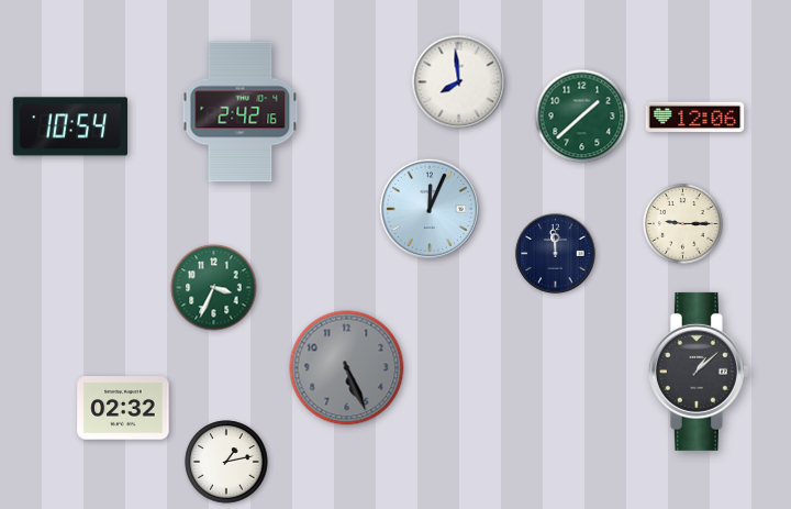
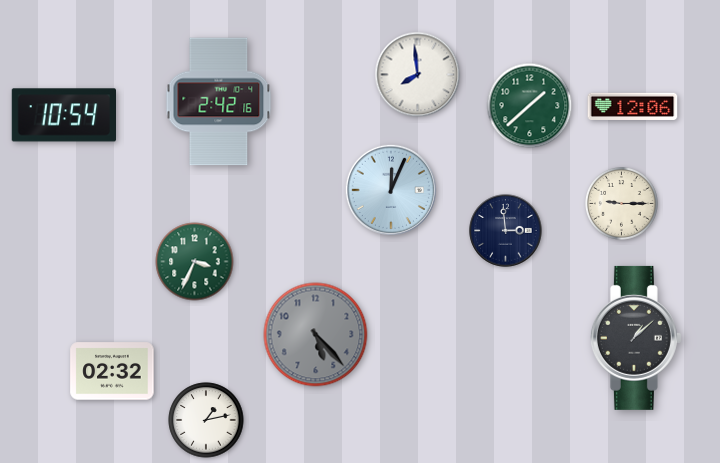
clock at (556, 254): 11:59 -> 2:59
clock at (347, 368): 5:26 -> 5:23
